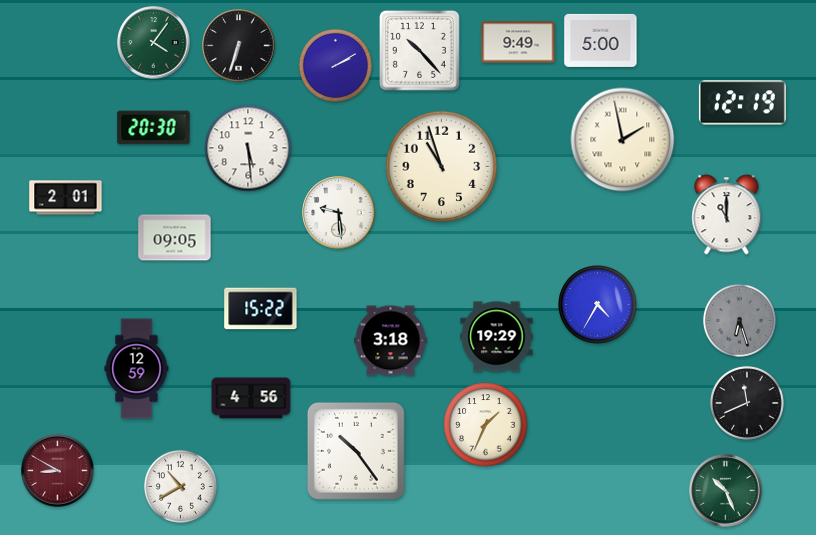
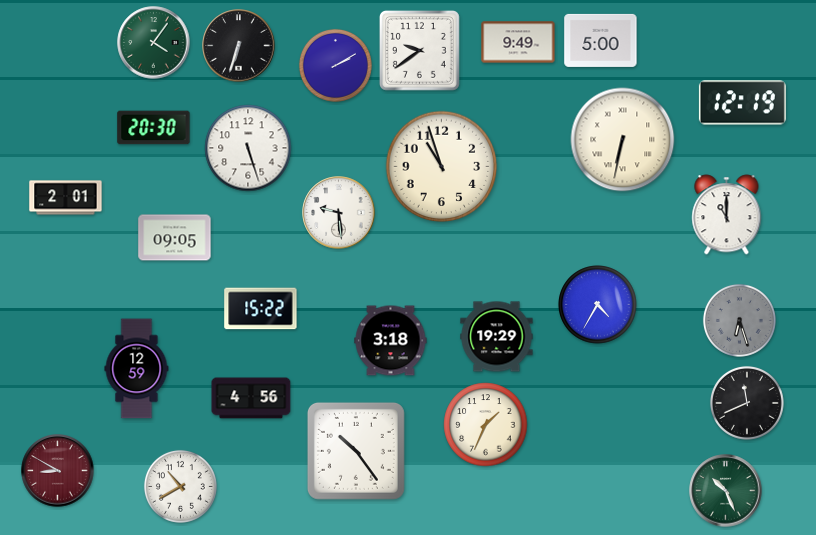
clock at (419, 50): 10:23 -> 9:39
clock at (623, 140): 1:58 -> 6:32
clock at (248, 148): 5:29 -> 5:27
